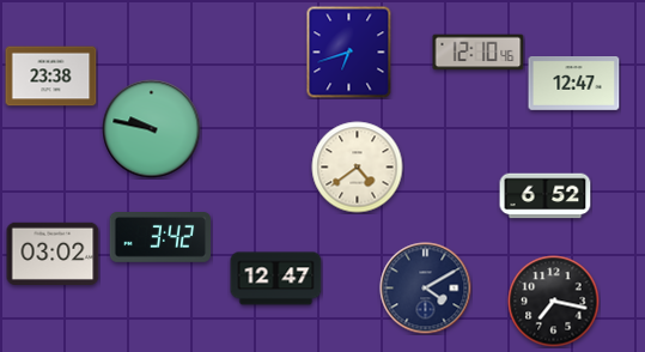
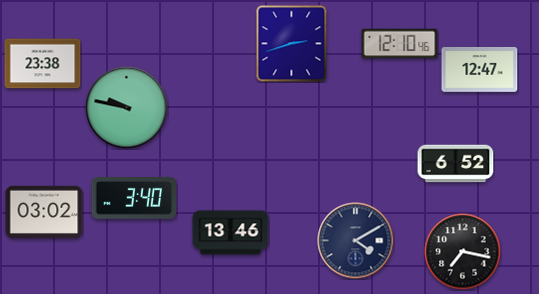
clock at (349, 53): 6:42 -> 2:42
clock at (358, 168): 4:39 -> none
clock at (160, 238): 3:42 -> 3:40
clock at (276, 279): 12:47 -> 13:46
